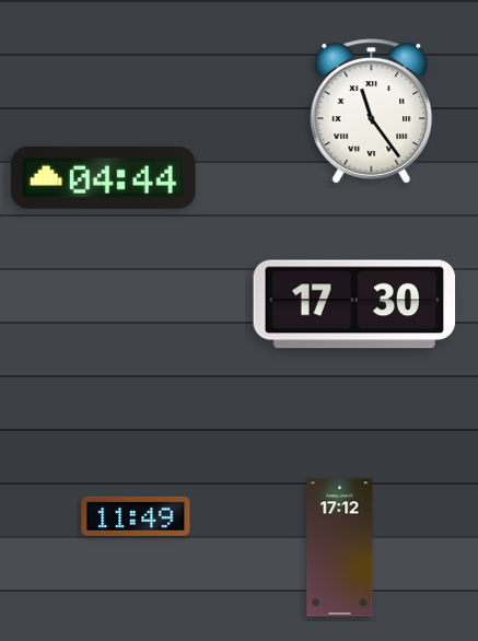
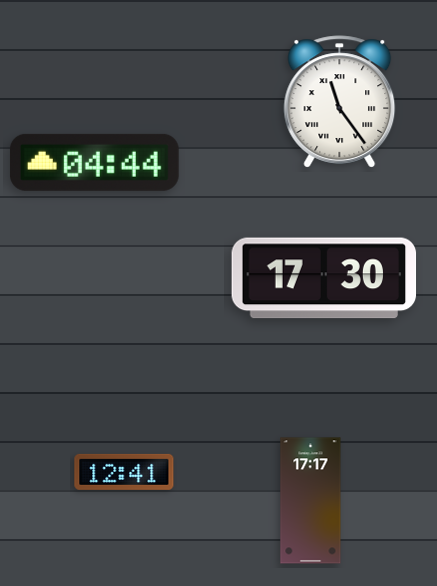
clock at (136, 516): 11:49 -> 12:41
clock at (340, 548): 17:12 -> 17:17
